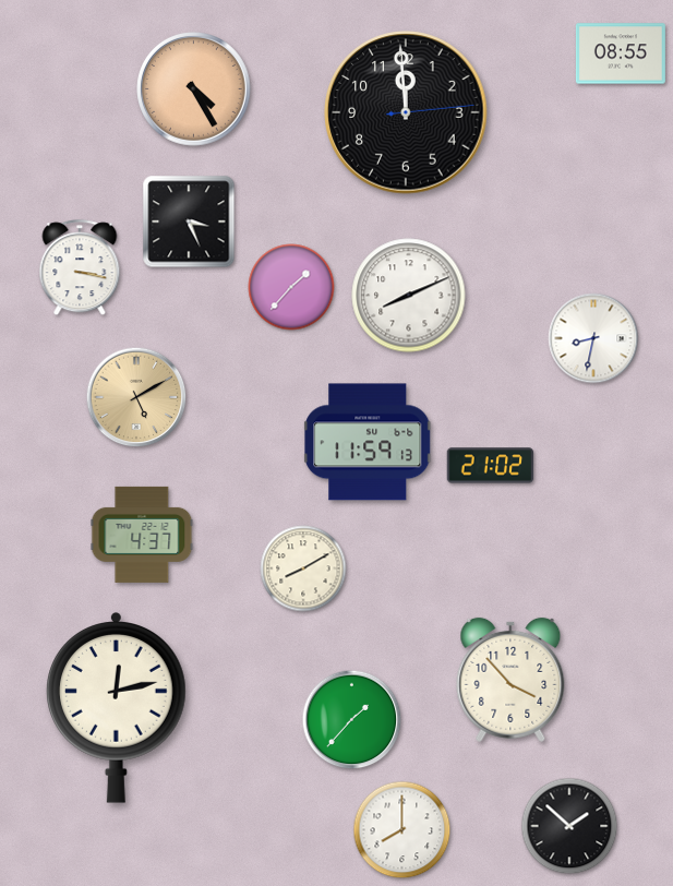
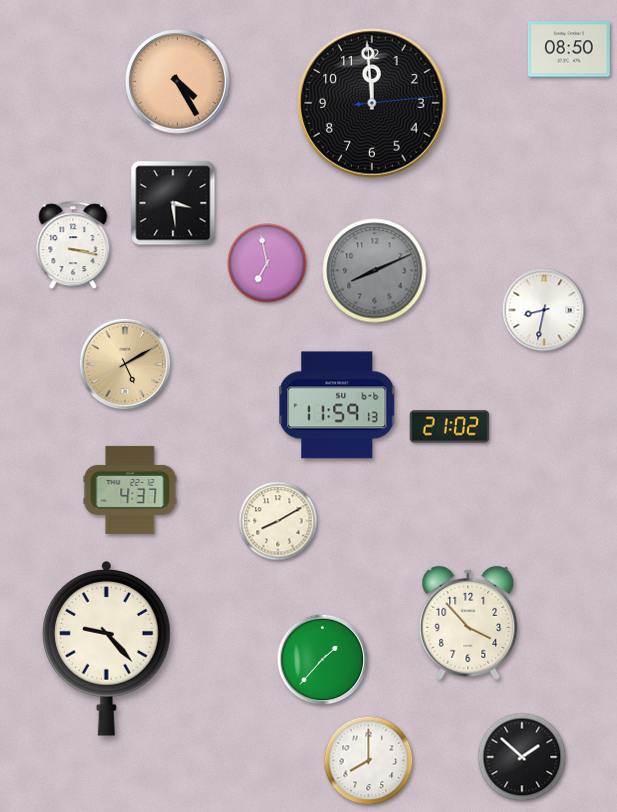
clock at (621, 53): 08:55 -> 08:50
clock at (189, 221): 3:26 -> 3:29
clock at (291, 287): 1:37 -> 6:58
clock at (409, 296) dial: white -> grey
clock at (117, 708): 12:13 -> 9:23
